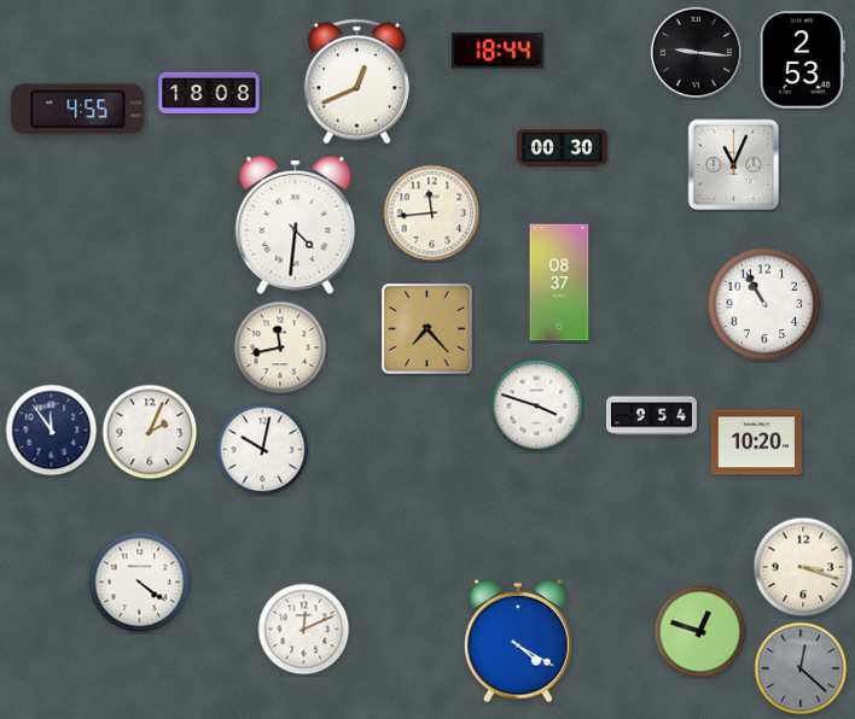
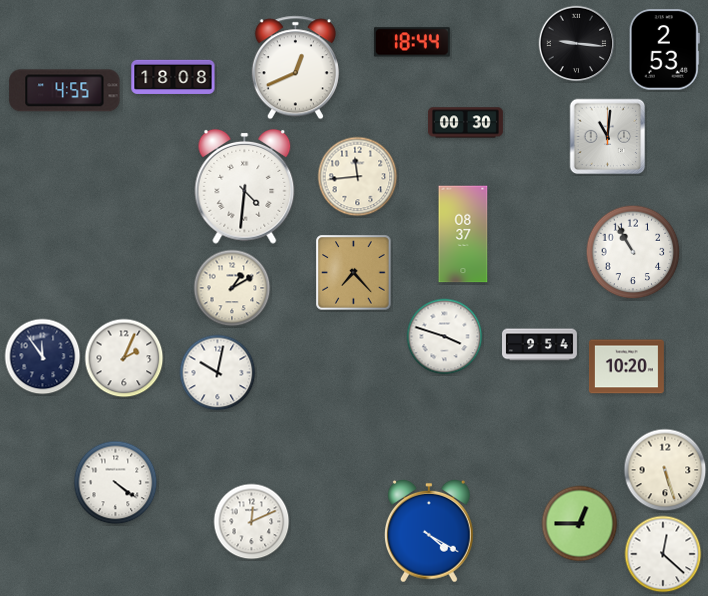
clock at (734, 165): 11:04 -> 11:01
clock at (280, 347): 11:43 -> 1:10
clock at (803, 567): 3:18 -> 5:27
clock at (700, 632): 12:48 -> 12:45
clock at (801, 668) dial: grey -> white
